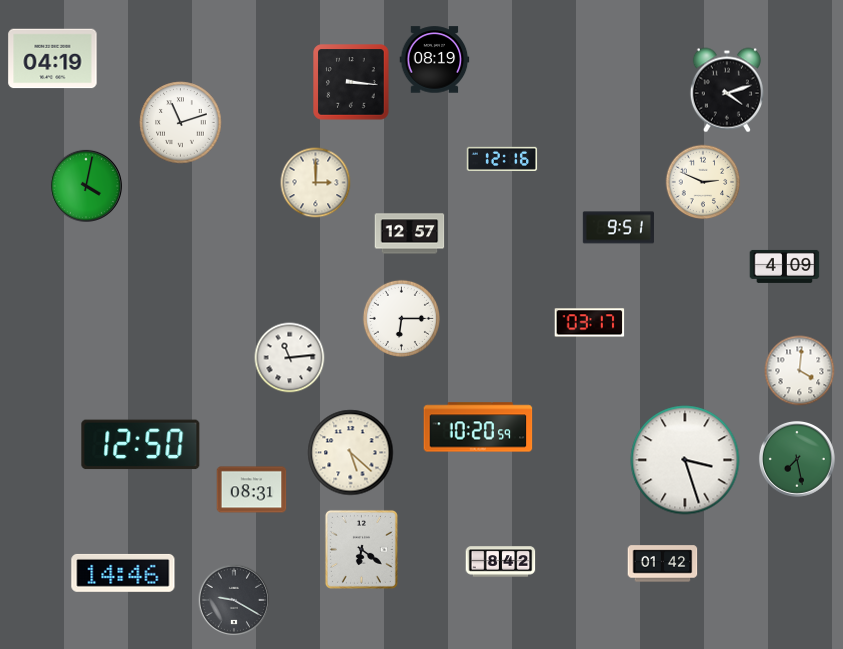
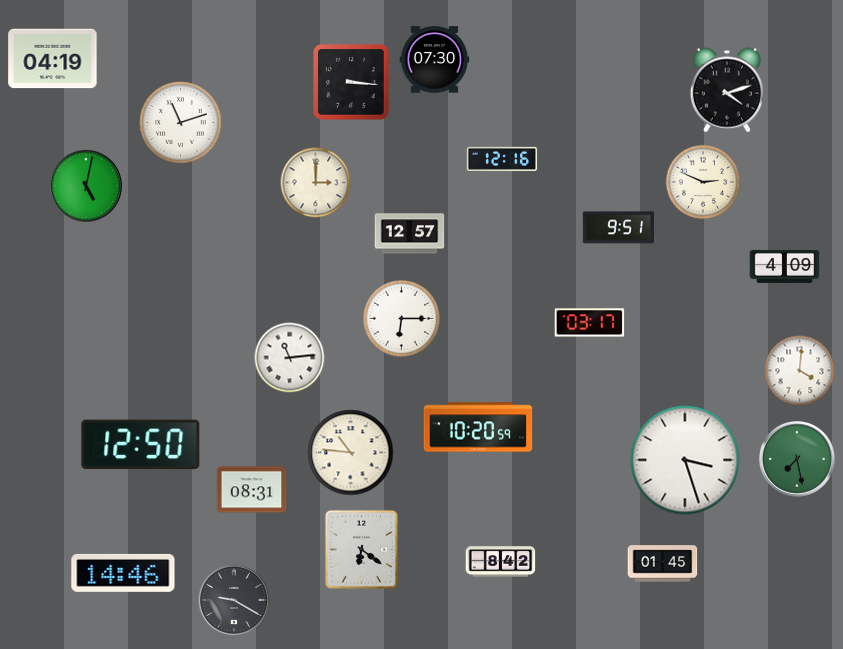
clock at (435, 60): 08:19 -> 07:30
clock at (86, 186): 4:02 -> 5:02
clock at (351, 453): 5:22 -> 10:46
clock at (663, 564): 01:42 -> 01:45
